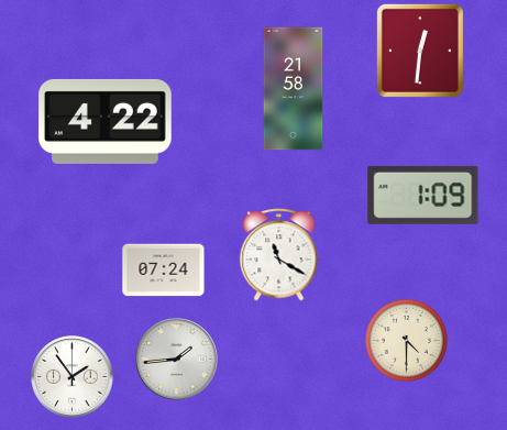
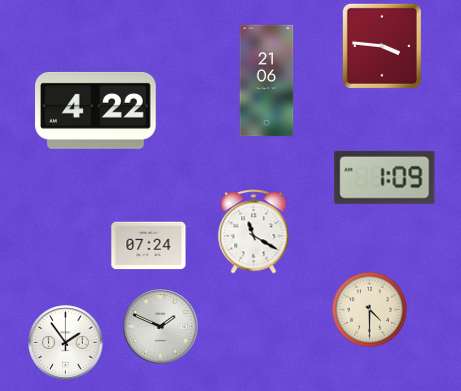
clock at (420, 51): 12:31 -> 3:46
clock at (294, 89): 21:58 -> 21:06
clock at (177, 360): 1:44 -> 1:49
